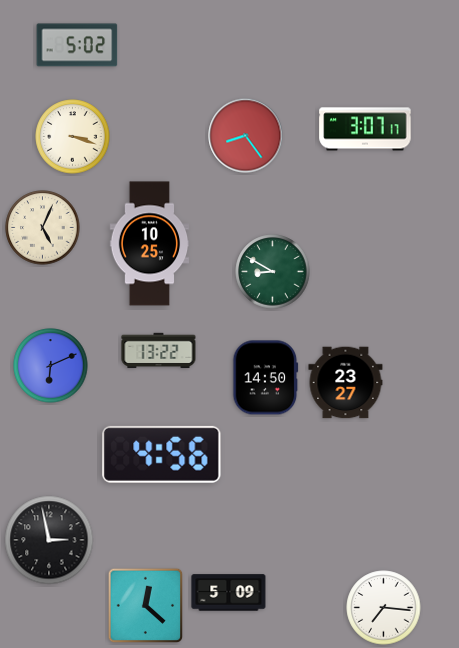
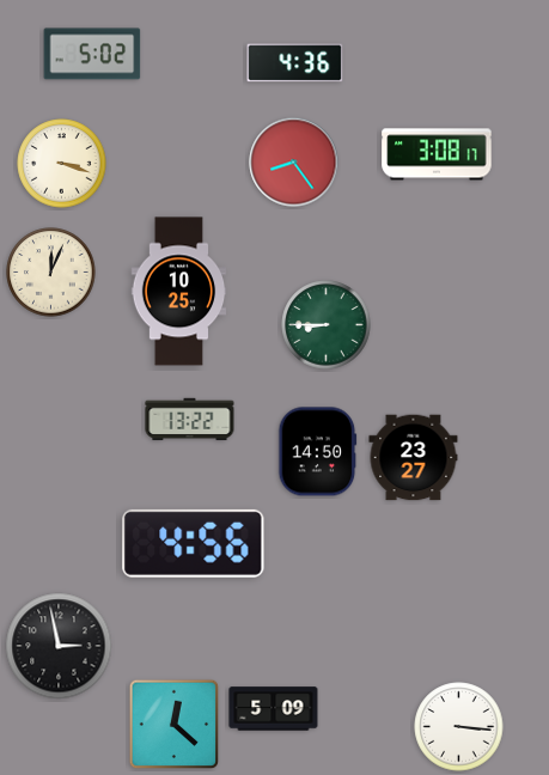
clock at (295, 63): none -> 4:36
clock at (365, 129): 3:07 -> 3:08
clock at (73, 137) position: (73, 137) -> (62, 164)
clock at (43, 228): 5:04 -> 12:04
clock at (273, 272): 8:50 -> 8:45
clock at (51, 366): 6:11 -> none
clock at (384, 608): 7:16 -> 3:16
